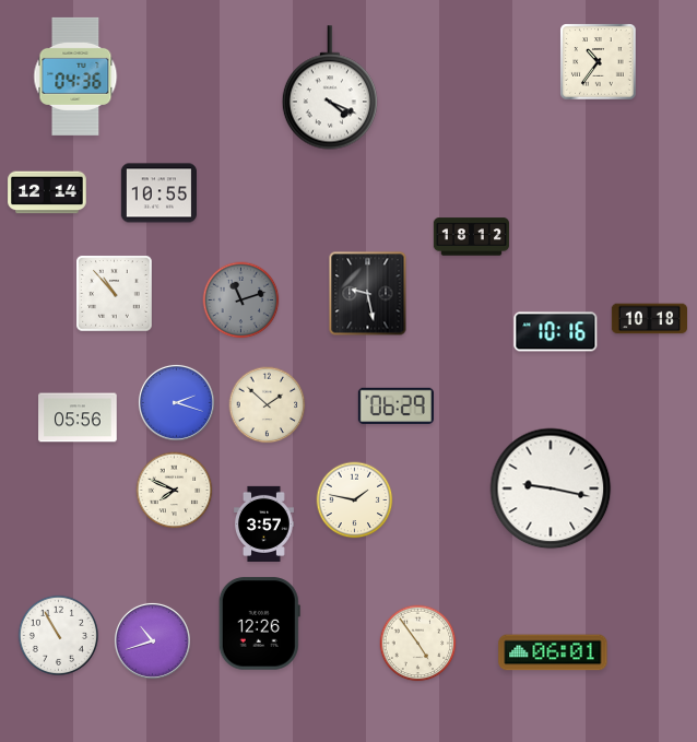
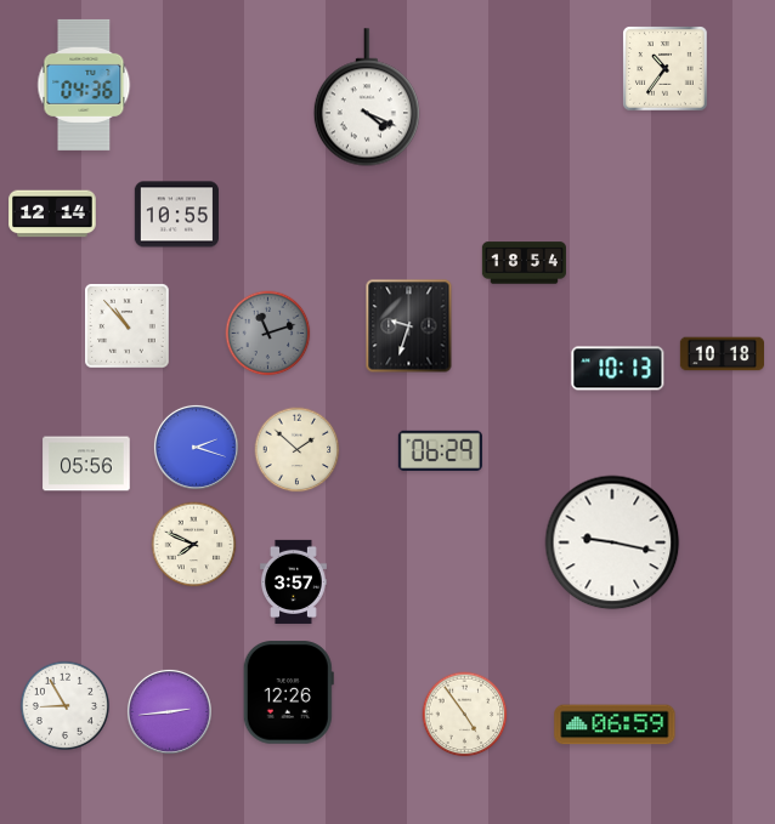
clock at (471, 237): 18:12 -> 18:54
clock at (368, 294): 9:28 -> 9:33
clock at (556, 332): 10:16 -> 10:13
clock at (355, 500): 1:47 -> none
clock at (58, 635): 10:55 -> 8:55
clock at (152, 640): 10:42 -> 2:44
clock at (553, 652): 06:01 -> 06:59
